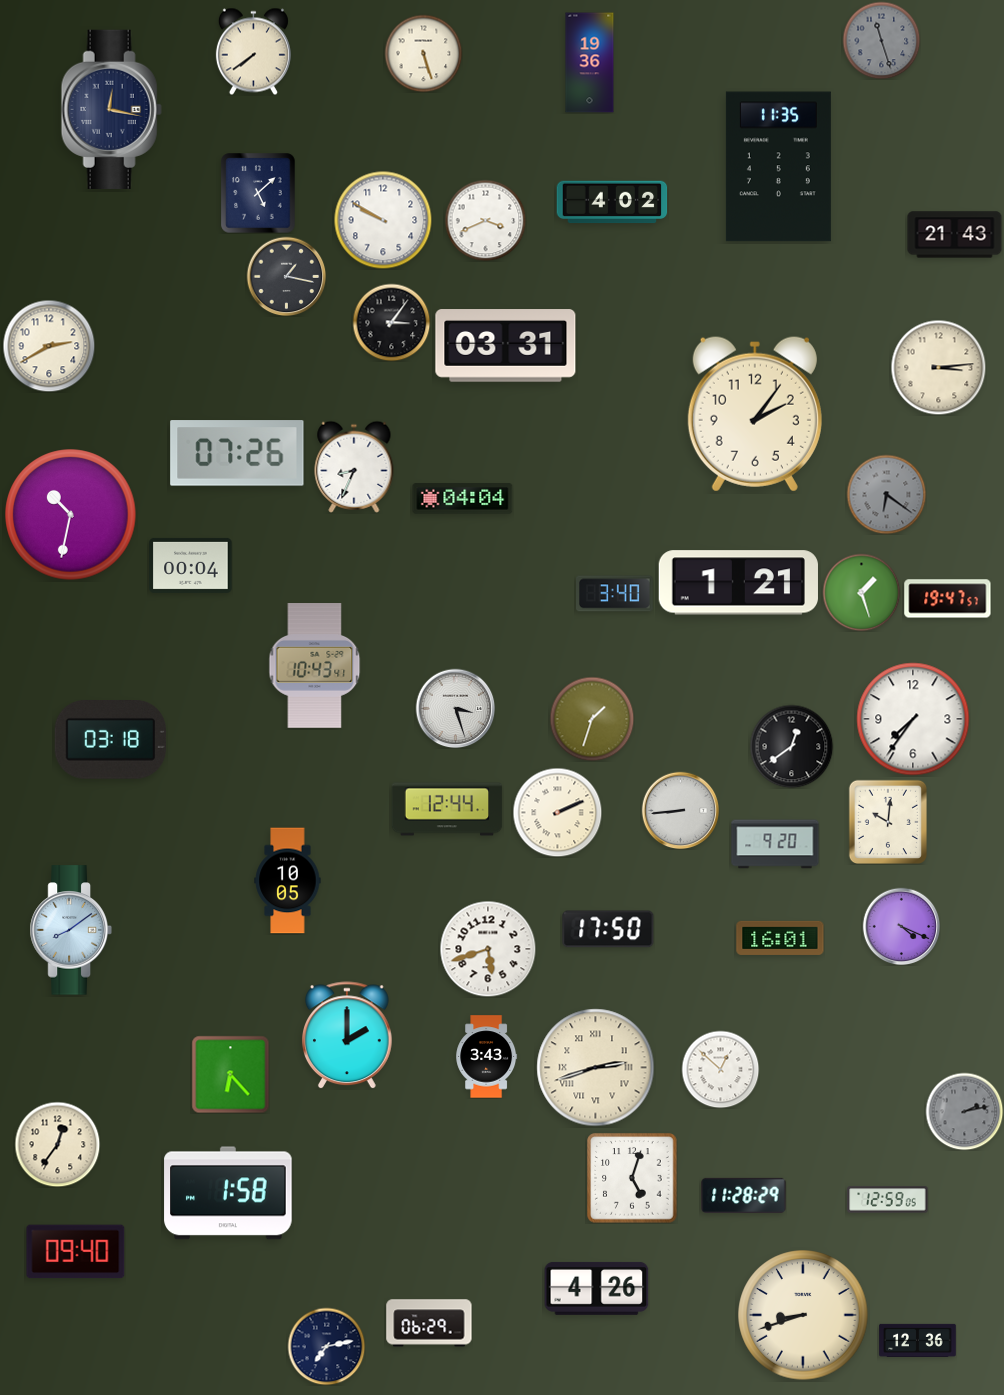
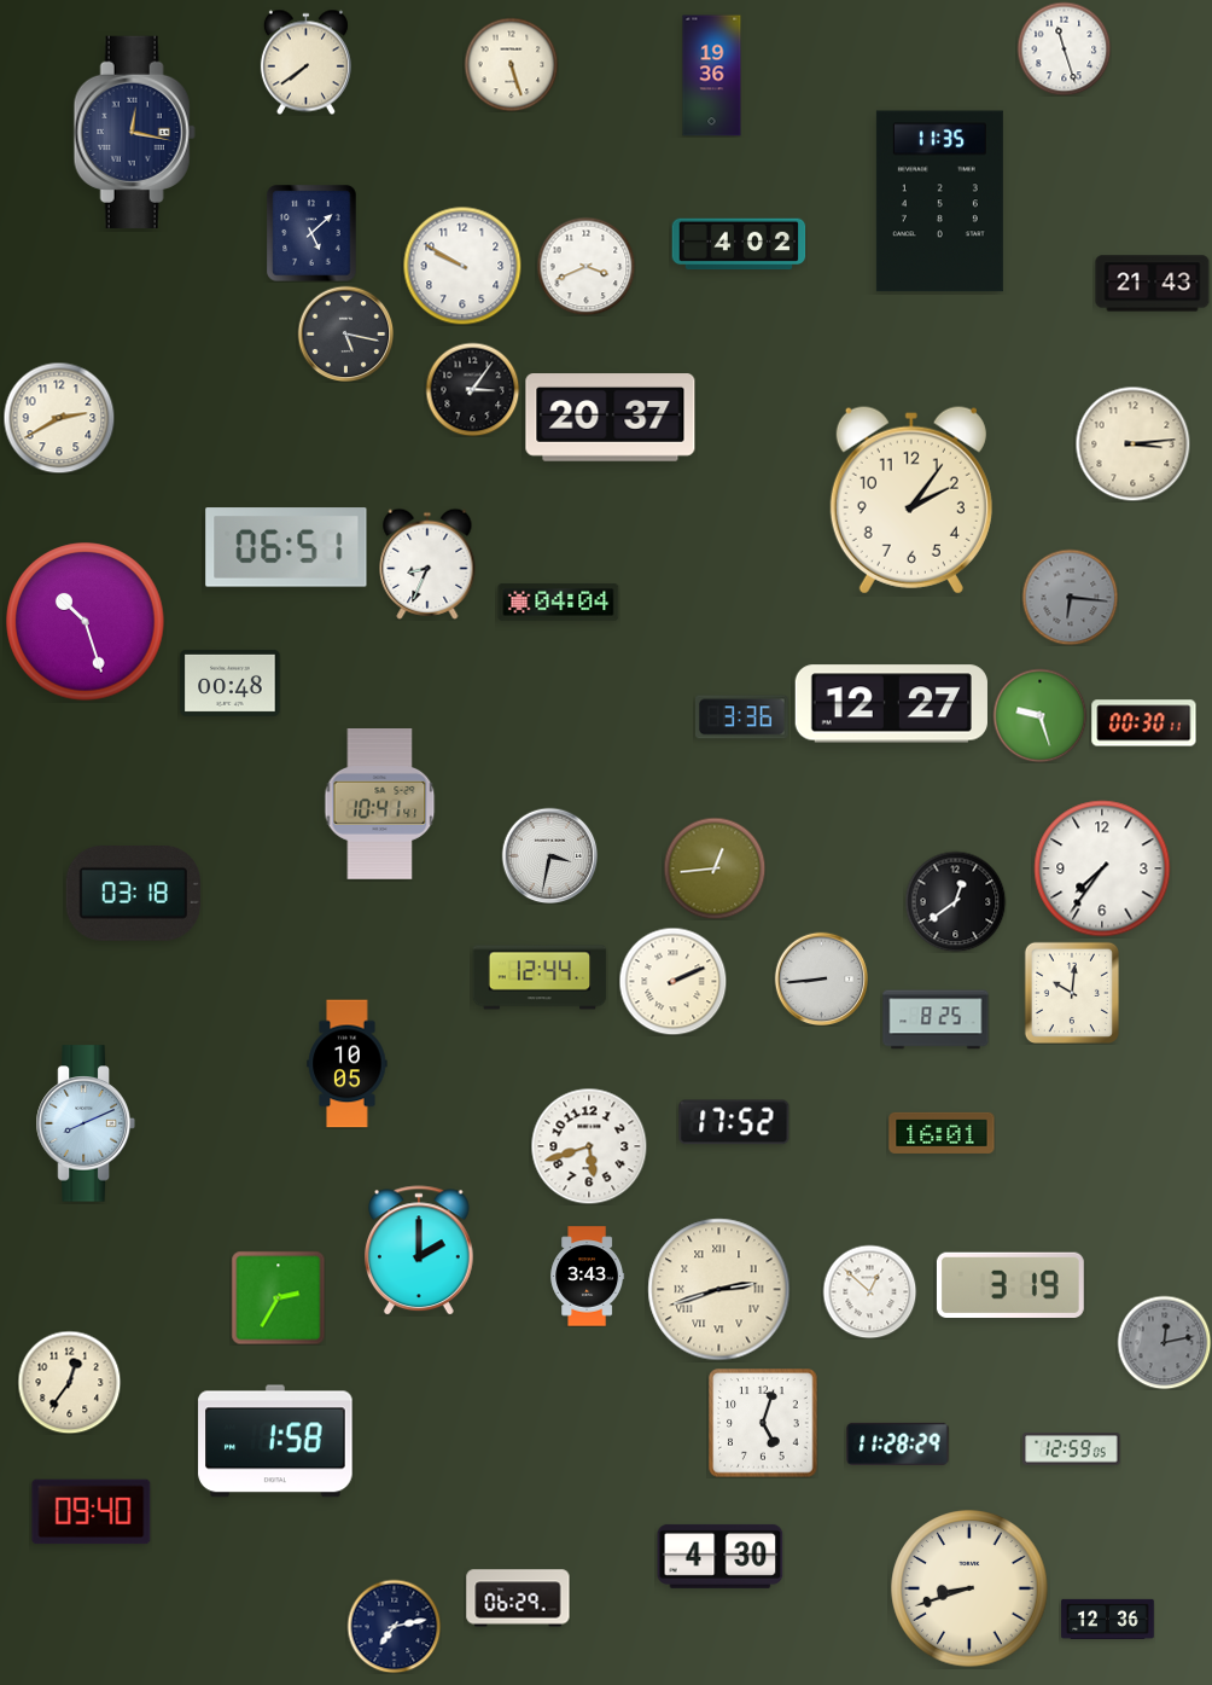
clock at (881, 40) dial: grey -> white
clock at (286, 276): 1:17 -> 5:17
clock at (506, 346): 03:31 -> 20:37
clock at (237, 453): 07:26 -> 06:51
clock at (886, 494): 6:21 -> 6:16
clock at (71, 515): 10:32 -> 10:27
clock at (191, 565): 00:04 -> 00:48
clock at (738, 583): 1:21 -> 12:27
clock at (861, 592): 1:27 -> 9:27
clock at (615, 594): 3:40 -> 3:36
clock at (948, 599): 19:47 -> 00:30
clock at (315, 666): 10:43 -> 10:41
clock at (455, 708): 3:27 -> 3:32
clock at (592, 719): 1:33 -> 12:44
clock at (775, 844): 9:20 -> 8:25
clock at (901, 926): 4:19 -> none
clock at (608, 929): 17:50 -> 17:52
clock at (71, 930): 8:09 -> 8:11
clock at (1010, 1285): none -> 3:19
clock at (230, 1074): 6:23 -> 2:35
clock at (964, 1111): 2:13 -> 12:13
clock at (597, 1288): 4:26 -> 4:30
